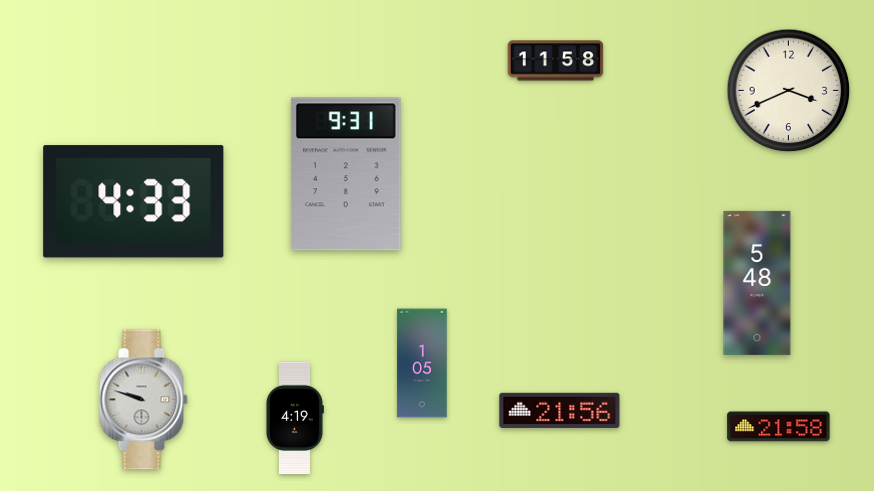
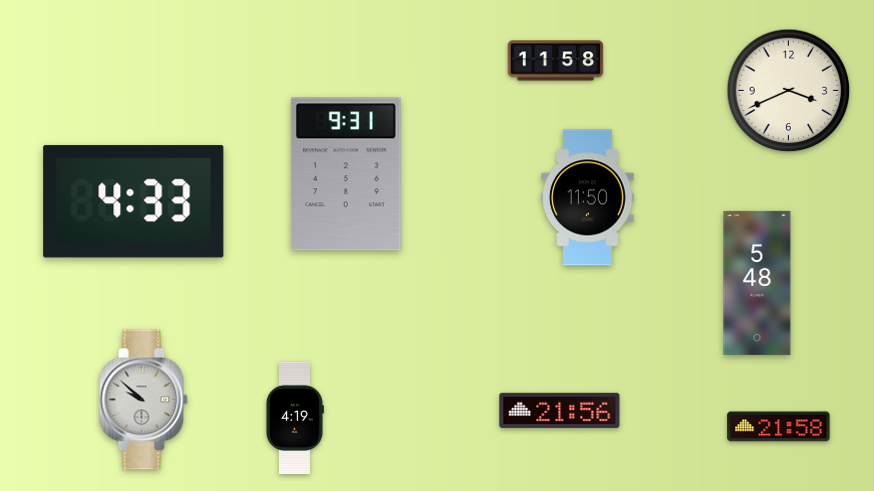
clock at (588, 198): none -> 11:50
clock at (422, 363): 1:05 -> none
clock at (143, 400): 9:48 -> 9:52
